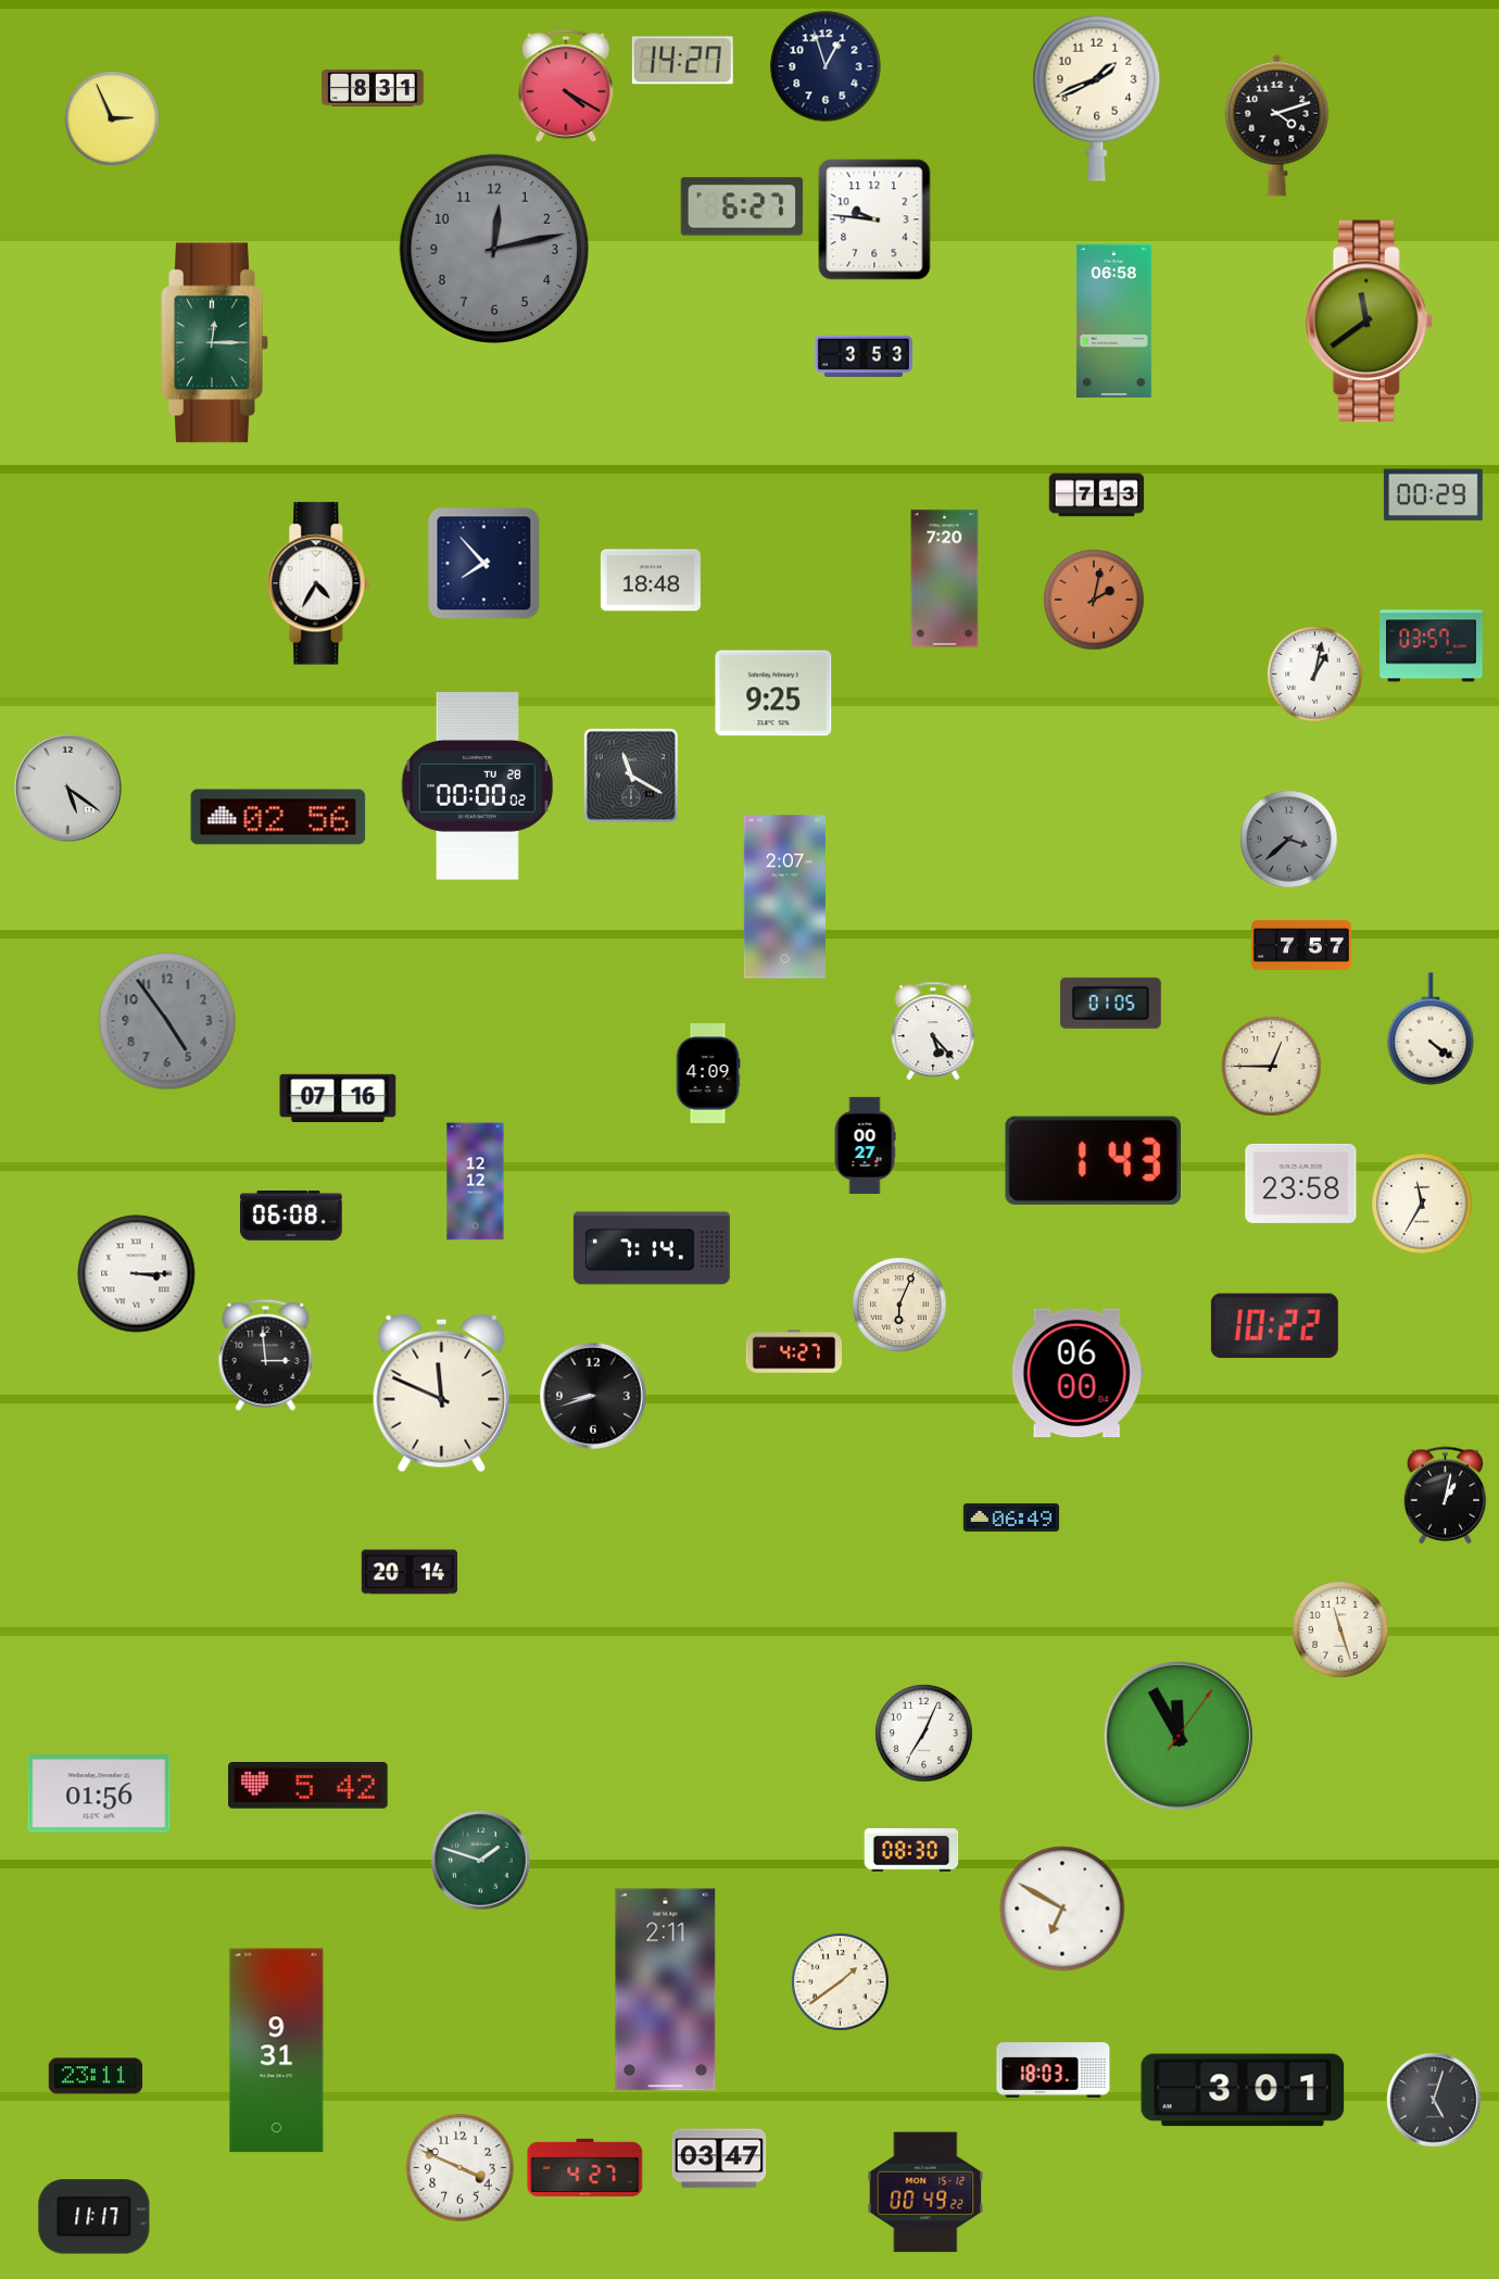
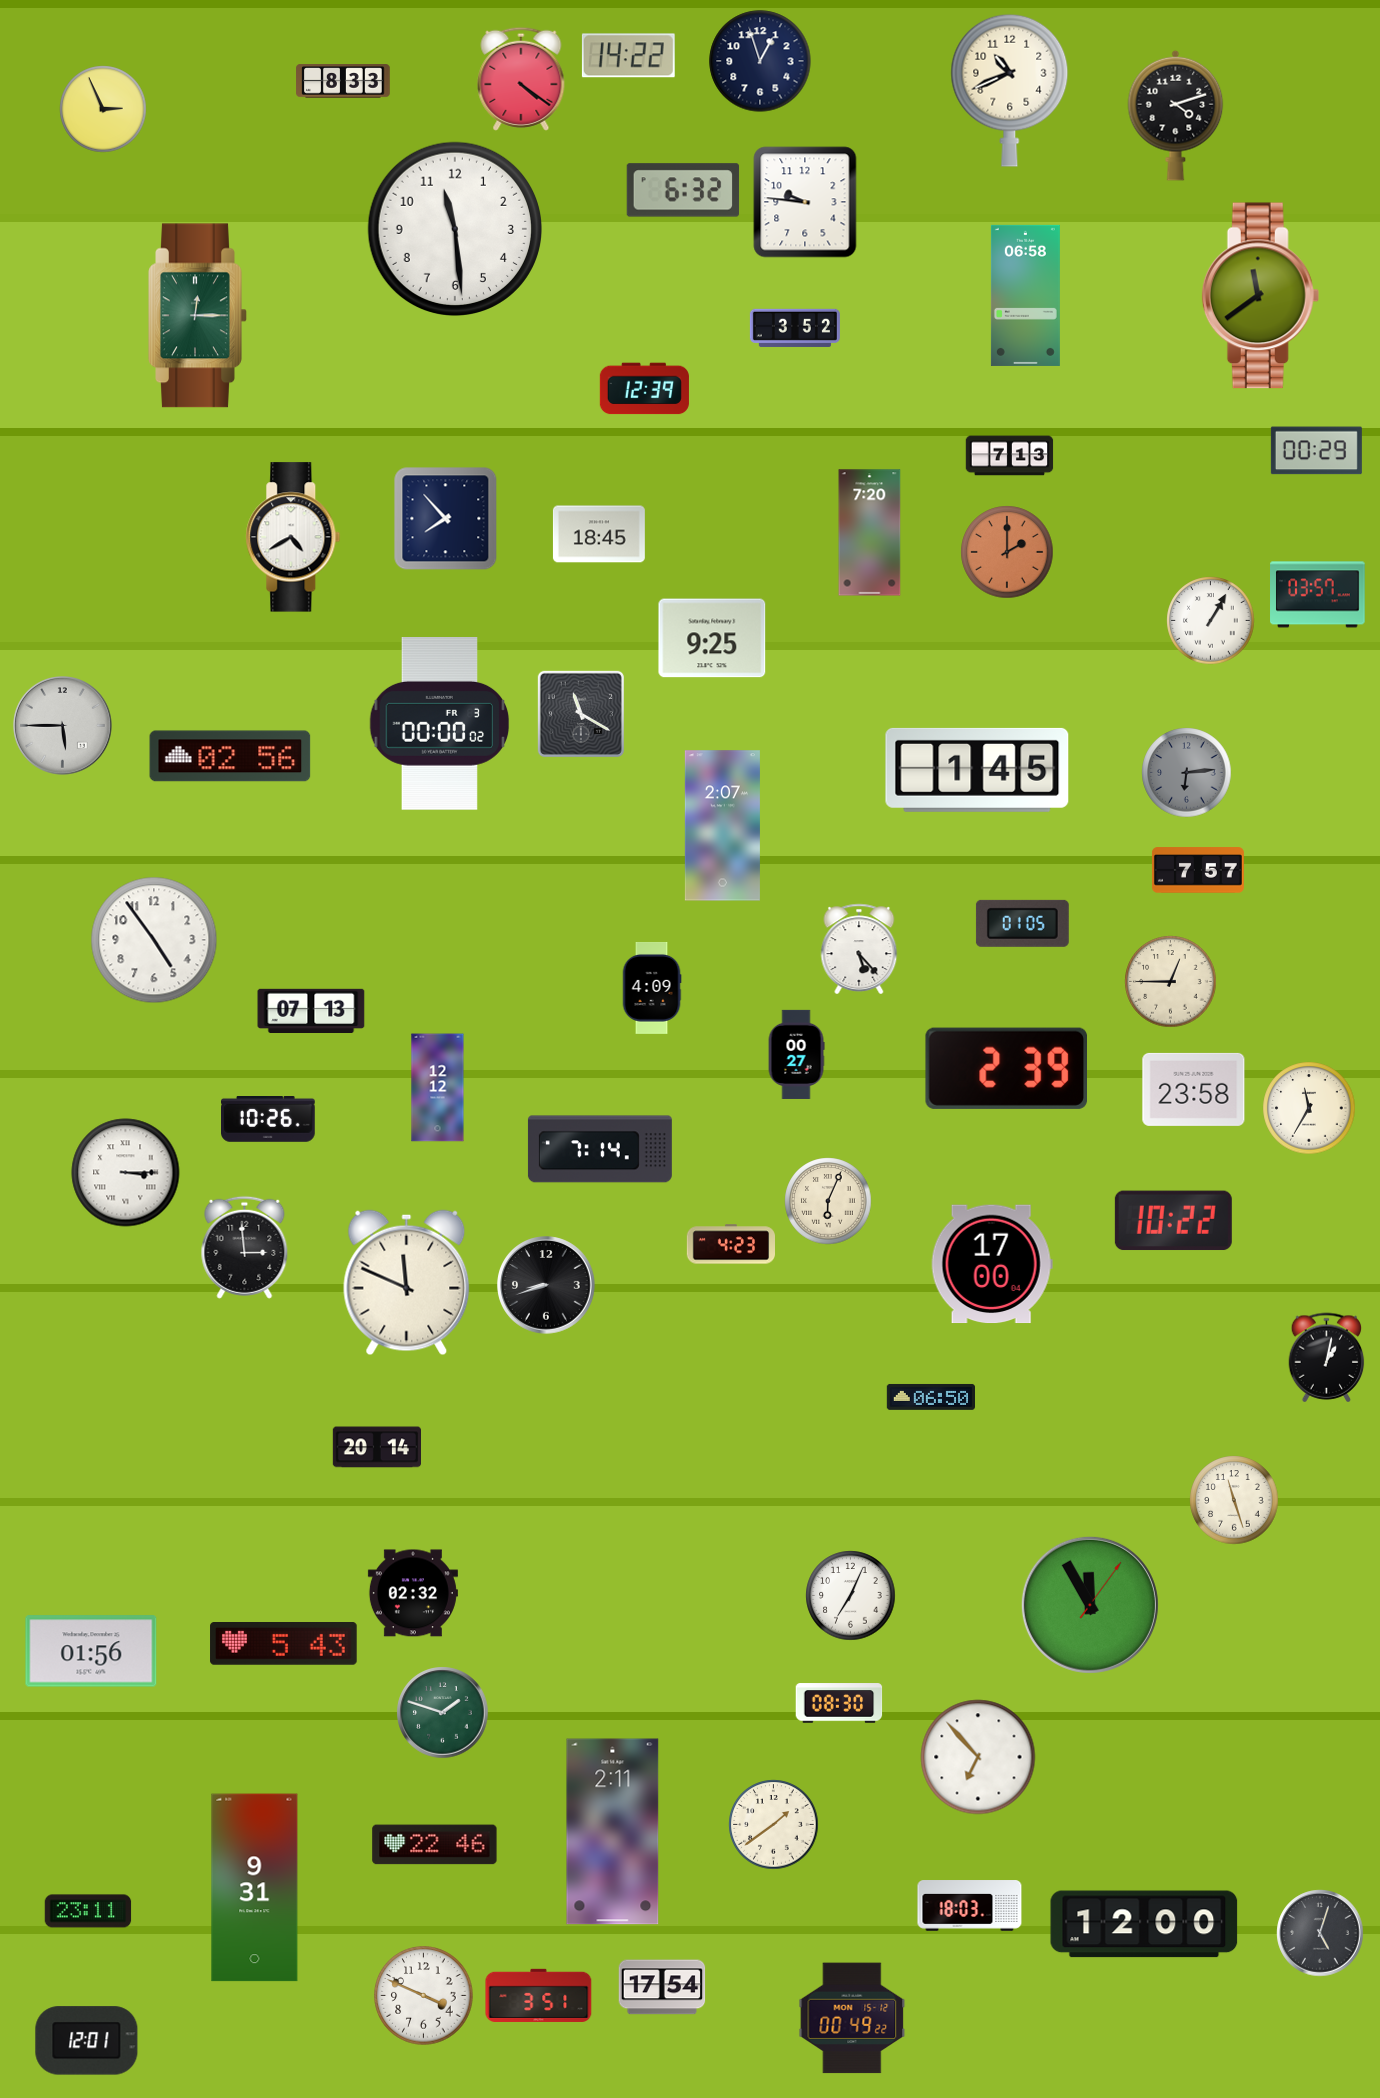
clock at (682, 61): 14:27 -> 14:22
clock at (566, 86): 4:20 -> 4:21
clock at (373, 88): 8:31 -> 8:33
clock at (1097, 98): 1:41 -> 10:41
clock at (742, 206): 6:27 -> 6:32
clock at (493, 248): 12:13 -> 11:29
clock at (493, 248) dial: grey -> white
clock at (864, 355): 3:53 -> 3:52
clock at (644, 389): none -> 12:39
clock at (1433, 495) position: (1433, 495) -> (1316, 451)
clock at (651, 580): 18:48 -> 18:45
clock at (318, 583): 4:35 -> 4:40
clock at (1094, 600): 2:02 -> 2:00
clock at (1315, 675): 1:02 -> 1:05
clock at (478, 786) date: TU 28 -> FR 3
clock at (68, 789): 5:21 -> 5:45
clock at (278, 817) position: (278, 817) -> (230, 756)
clock at (977, 770): none -> 1:45
clock at (1289, 840): 3:38 -> 6:14
clock at (167, 1021) dial: grey -> white
clock at (1431, 1029): 4:21 -> none
clock at (338, 1098): 07:16 -> 07:13
clock at (1093, 1160): 1:43 -> 2:39
clock at (1301, 1183) position: (1301, 1183) -> (1194, 1089)
clock at (292, 1217): 06:08 -> 10:26
clock at (793, 1351): 4:27 -> 4:23
clock at (1078, 1373): 06:00 -> 17:00
clock at (1446, 1496) position: (1446, 1496) -> (1327, 1358)
clock at (1010, 1518): 06:49 -> 06:50
clock at (413, 1593): none -> 02:32
clock at (1179, 1736) position: (1179, 1736) -> (1090, 1605)
clock at (308, 1786): 5:42 -> 5:43
clock at (1062, 1909): 6:50 -> 6:53
clock at (435, 1845): none -> 22:46
clock at (1243, 2090): 3:01 -> 12:00
clock at (719, 2158): 03:47 -> 17:54
clock at (585, 2167): 4:27 -> 3:51
clock at (95, 2217): 11:17 -> 12:01
